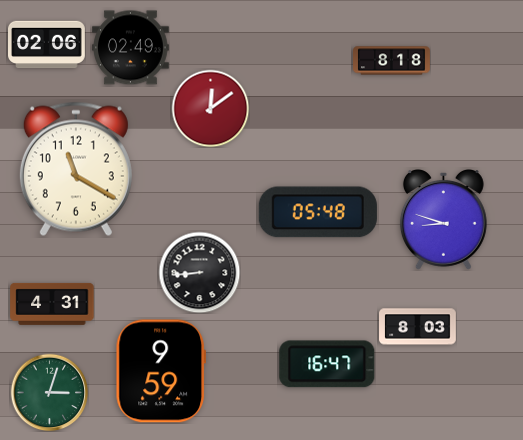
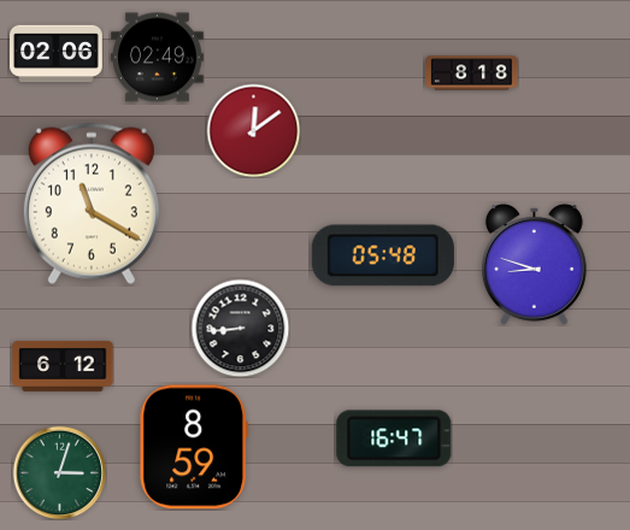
clock at (52, 304): 4:31 -> 6:12
clock at (418, 327): 8:03 -> none
clock at (160, 371): 9:59 -> 8:59
